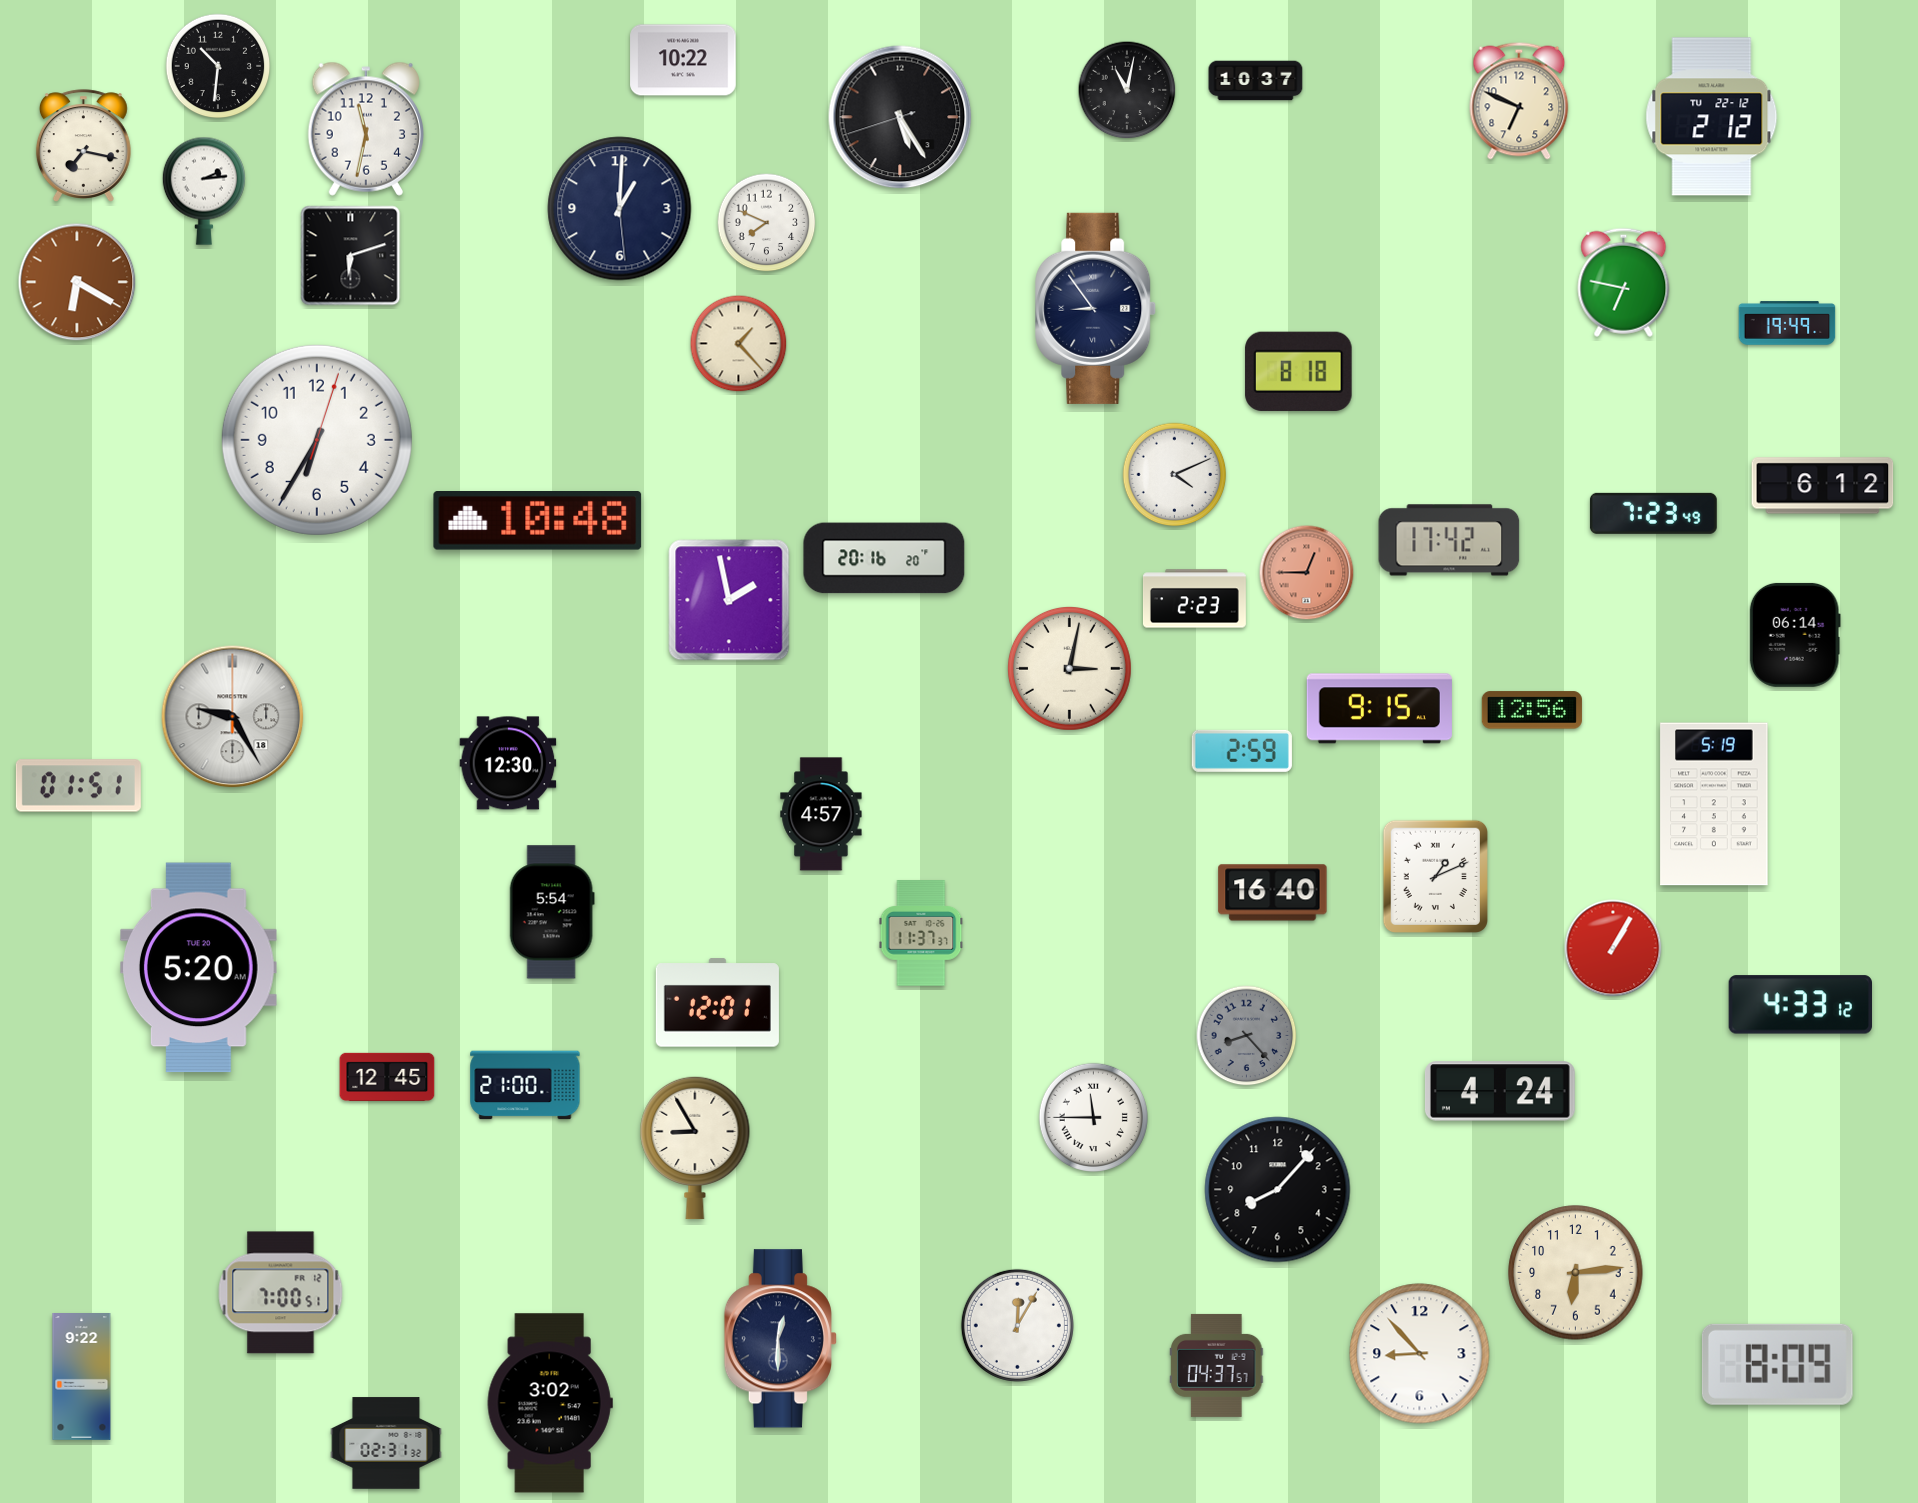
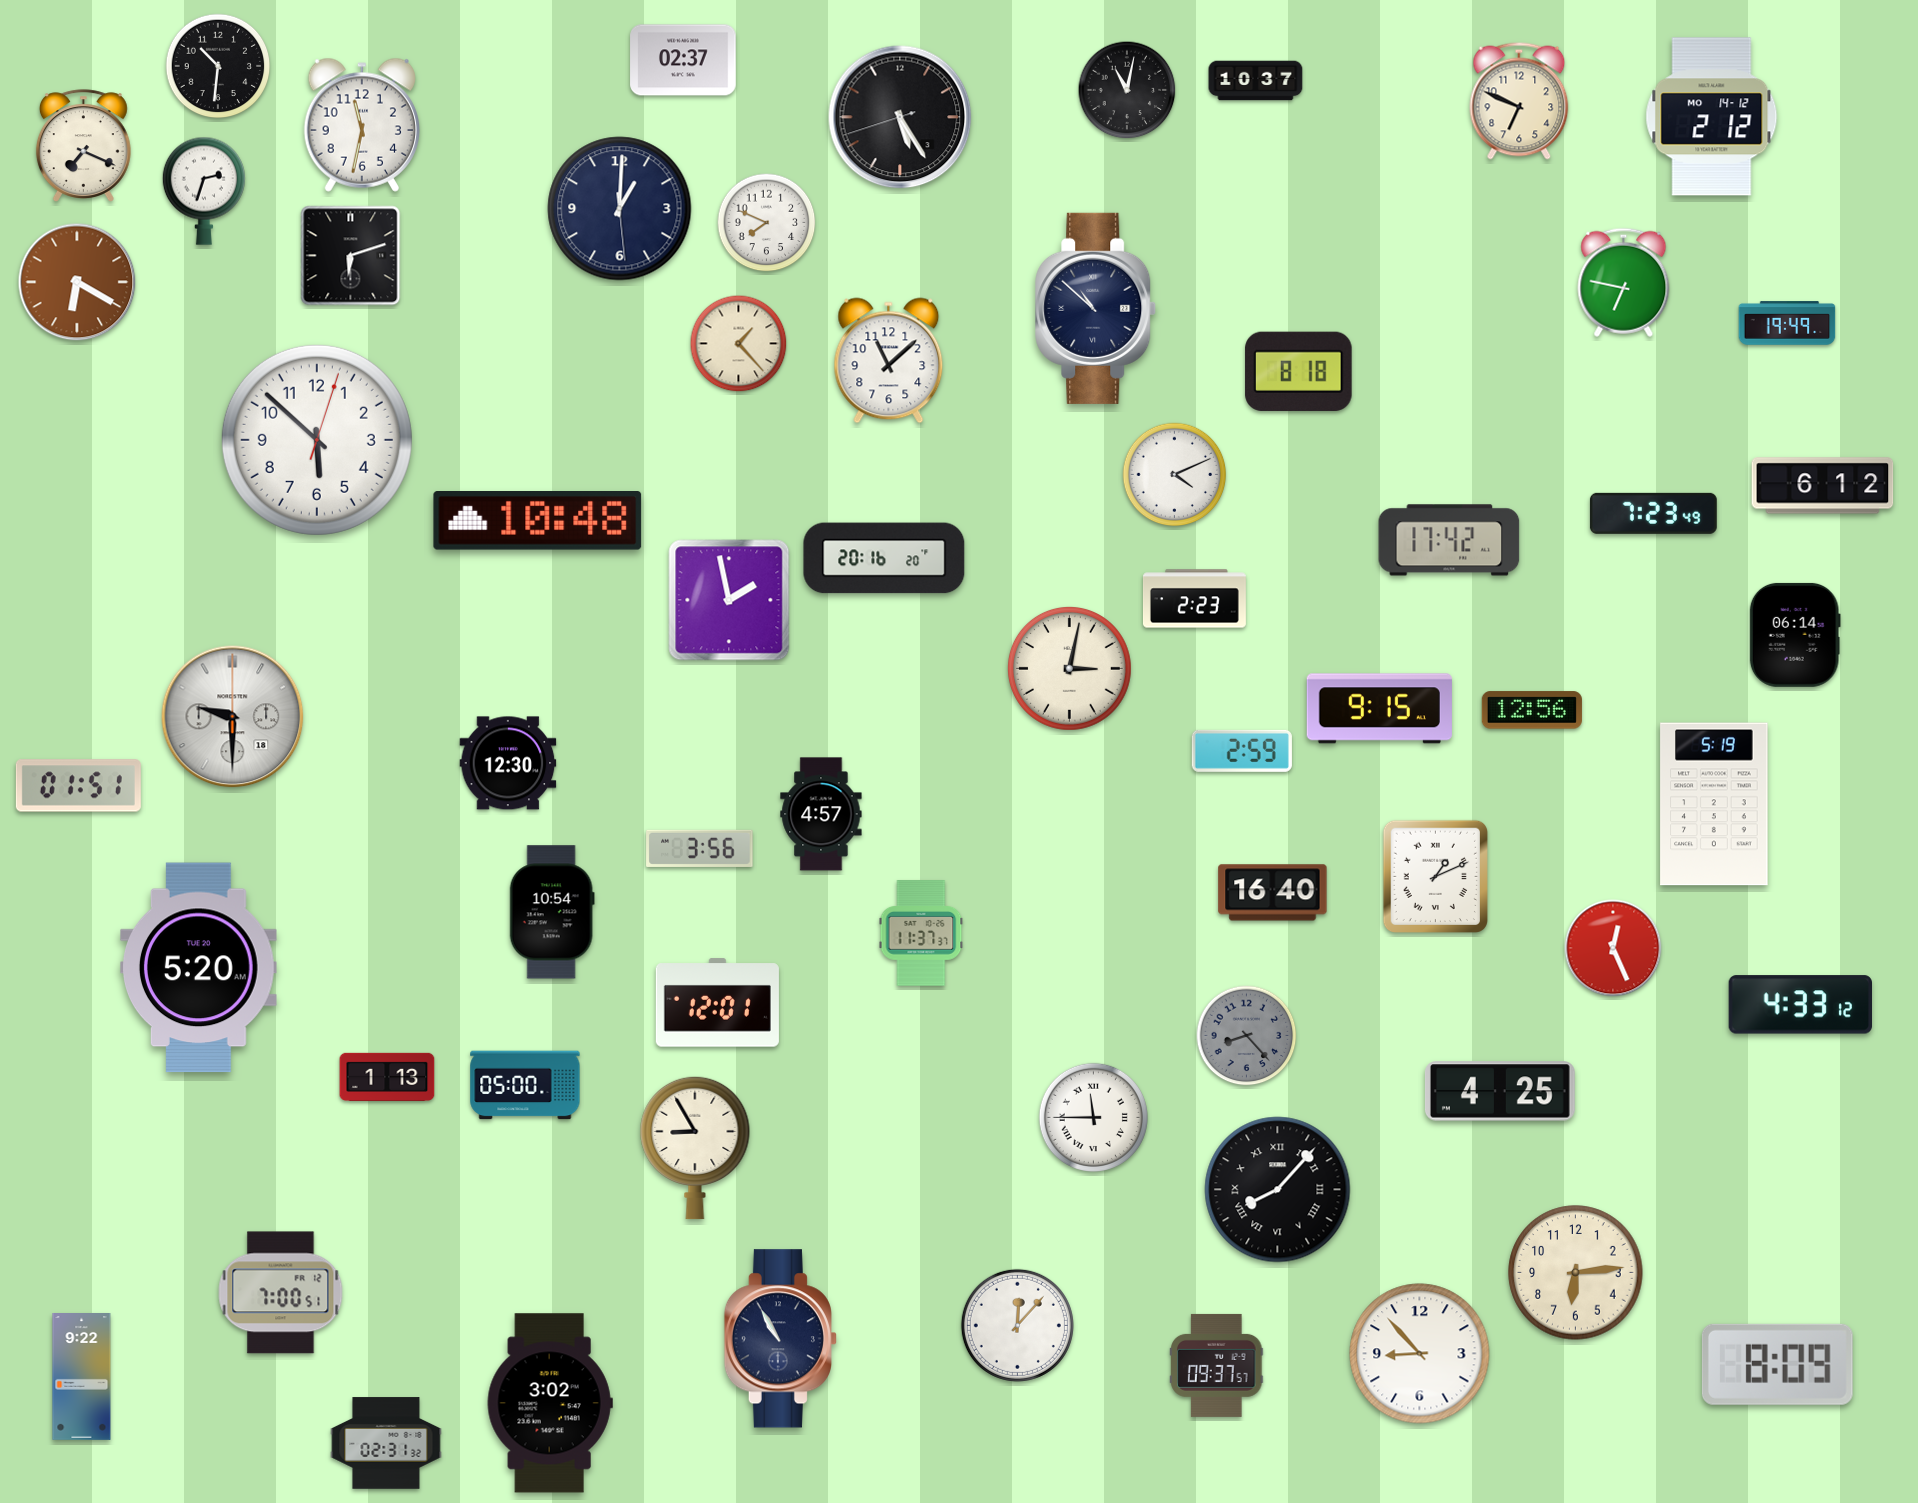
clock at (683, 60): 10:22 -> 02:37
clock at (1712, 117) date: TU 22-12 -> MO 14-12
clock at (365, 129) position: (365, 129) -> (361, 125)
clock at (83, 146): 7:17 -> 7:19
clock at (204, 191): 2:14 -> 2:33
clock at (1096, 308): 8:54 -> 10:52
clock at (889, 361): none -> 11:08
clock at (317, 440): 6:35 -> 5:52
clock at (1307, 573): 12:45 -> none
clock at (233, 717): 9:25 -> 9:30
clock at (700, 848): none -> 3:56
clock at (552, 912): 5:54 -> 10:54
clock at (1613, 948): 1:05 -> 12:26
clock at (387, 1077): 12:45 -> 1:13
clock at (525, 1085): 21:00 -> 05:00
clock at (1500, 1091): 4:24 -> 4:25
clock at (1278, 1190) numerals: Arabic -> Roman
clock at (1017, 1325): 12:05 -> 12:07
clock at (780, 1339): 12:30 -> 10:55
clock at (1217, 1365): 04:37 -> 09:37
